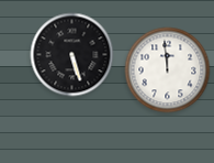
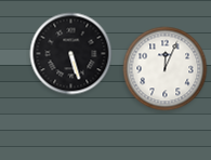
clock at (168, 70): 11:59 -> 12:04
